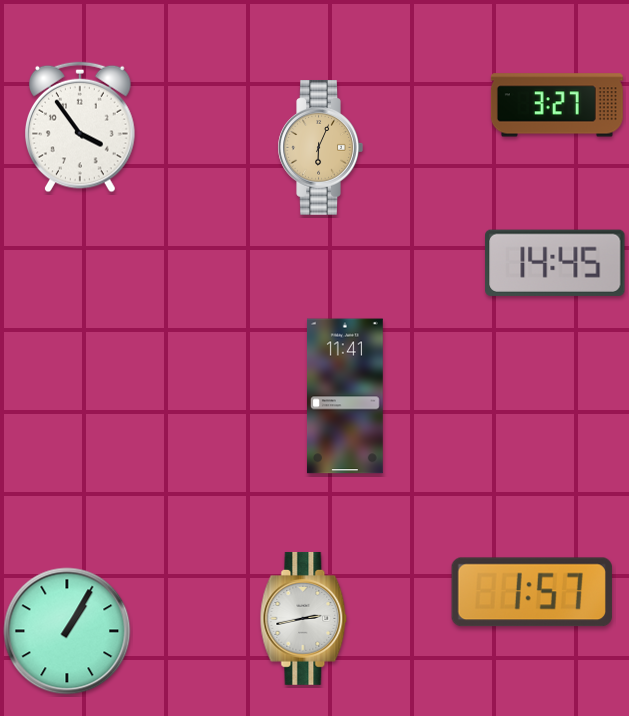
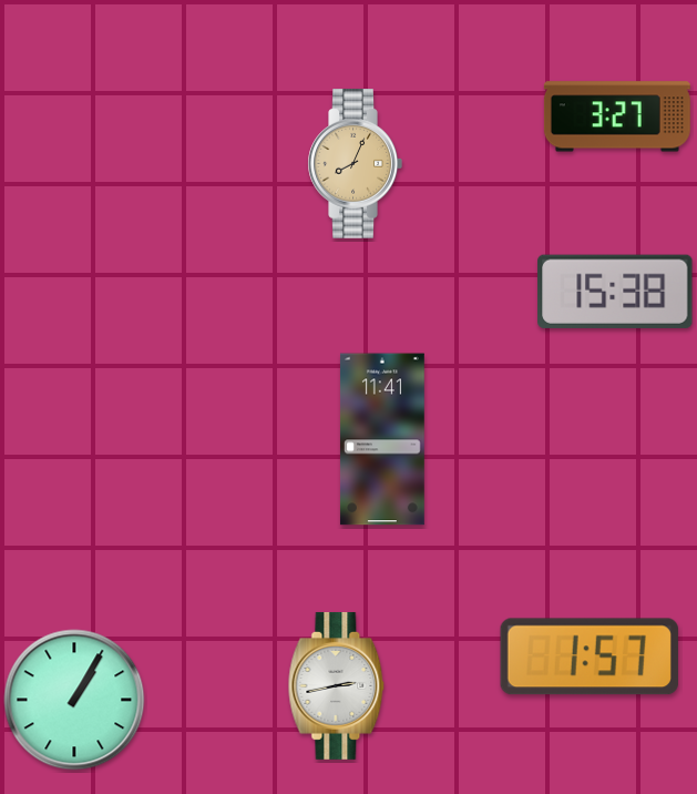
clock at (81, 127): 3:54 -> none
clock at (320, 148): 6:04 -> 8:04
clock at (555, 263): 14:45 -> 15:38
